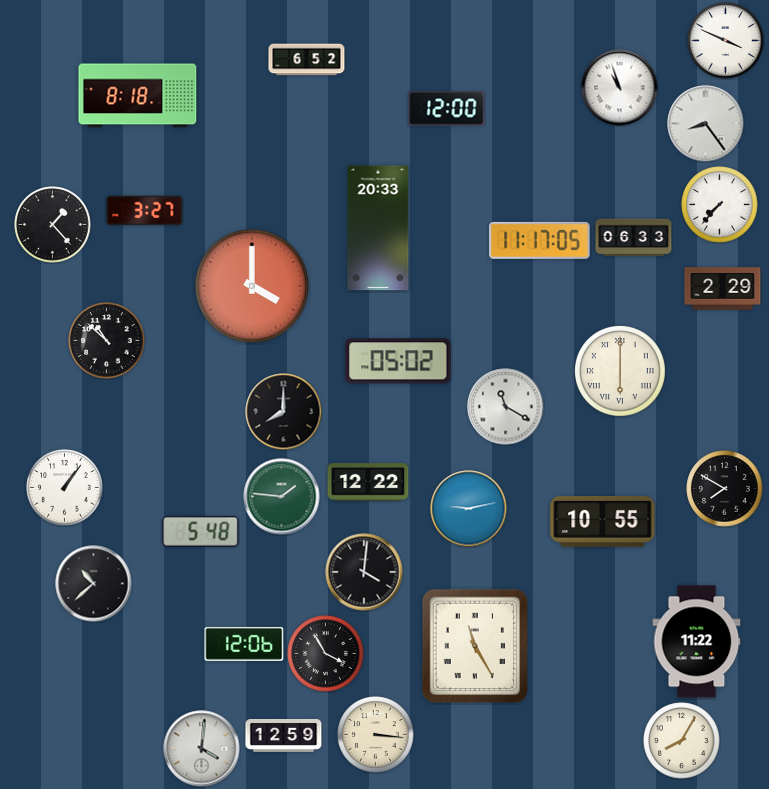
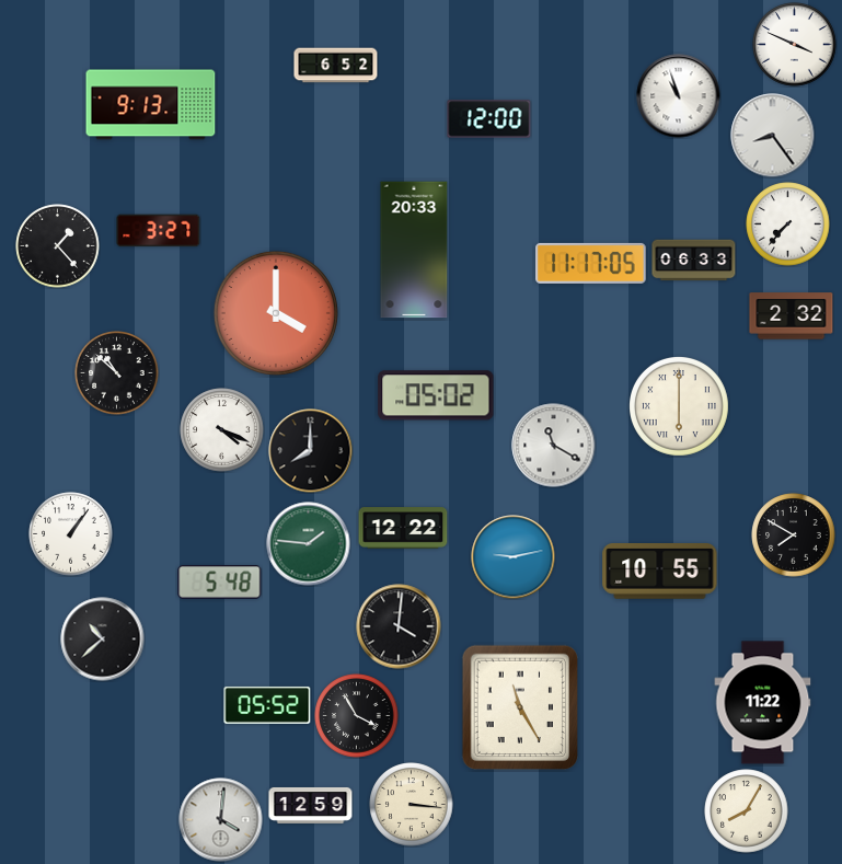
clock at (138, 96): 8:18 -> 9:13
clock at (723, 289): 2:29 -> 2:32
clock at (222, 430): none -> 4:19
clock at (244, 644): 12:06 -> 05:52
